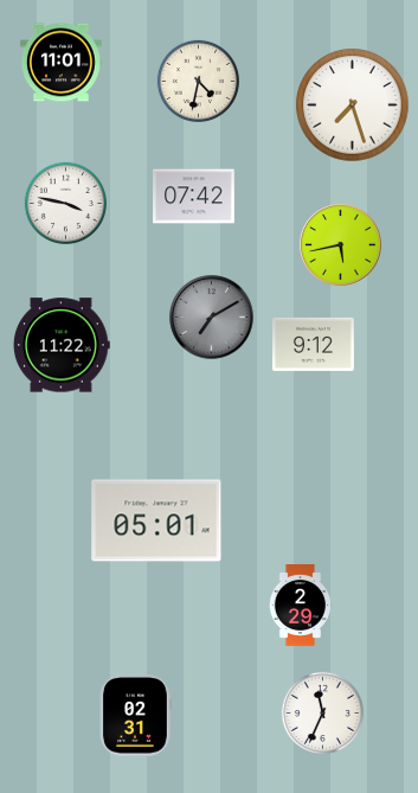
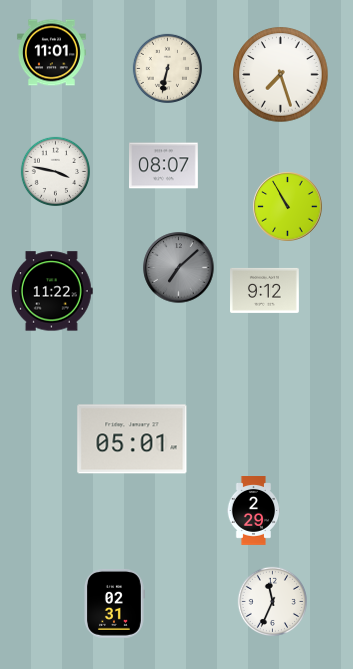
clock at (198, 81): 4:32 -> 6:32
clock at (353, 105) position: (353, 105) -> (281, 75)
clock at (194, 197): 07:42 -> 08:07
clock at (341, 245): 5:43 -> 10:55
clock at (212, 318): 7:10 -> 7:08
